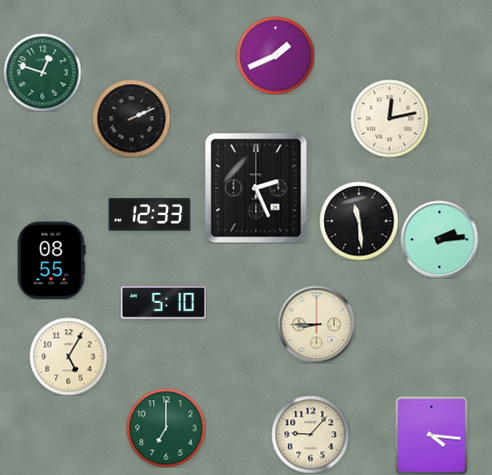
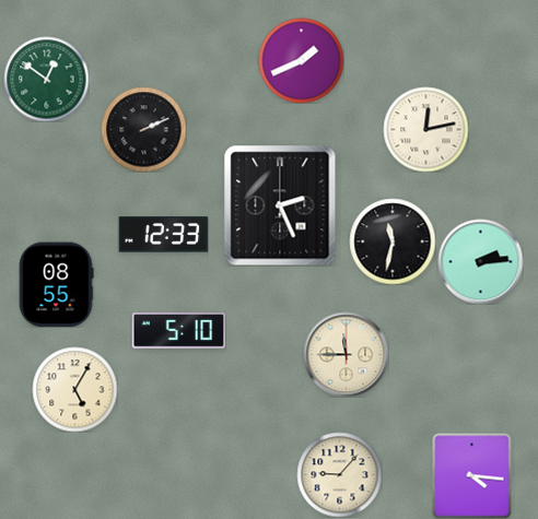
clock at (42, 72): 12:48 -> 12:51
clock at (359, 221): 11:29 -> 11:32
clock at (316, 324): 8:45 -> 11:45
clock at (166, 428): 7:00 -> none
